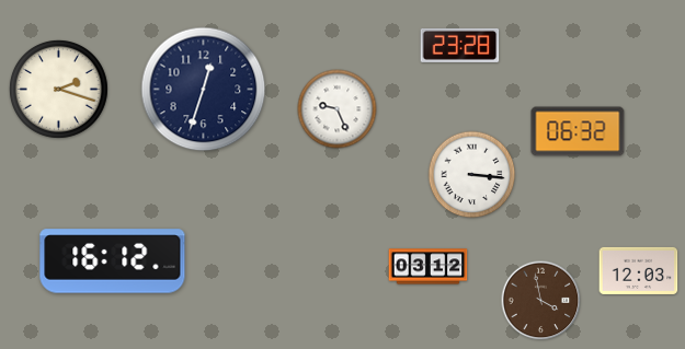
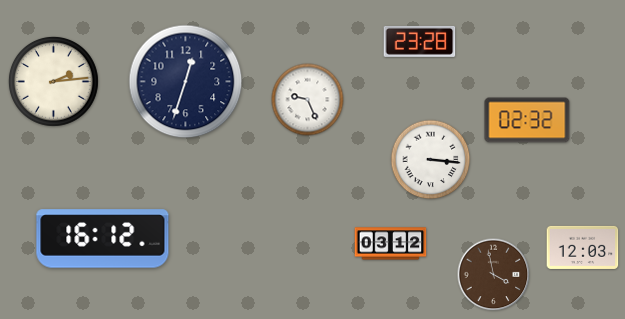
clock at (58, 89): 2:18 -> 2:14
clock at (578, 131): 06:32 -> 02:32
